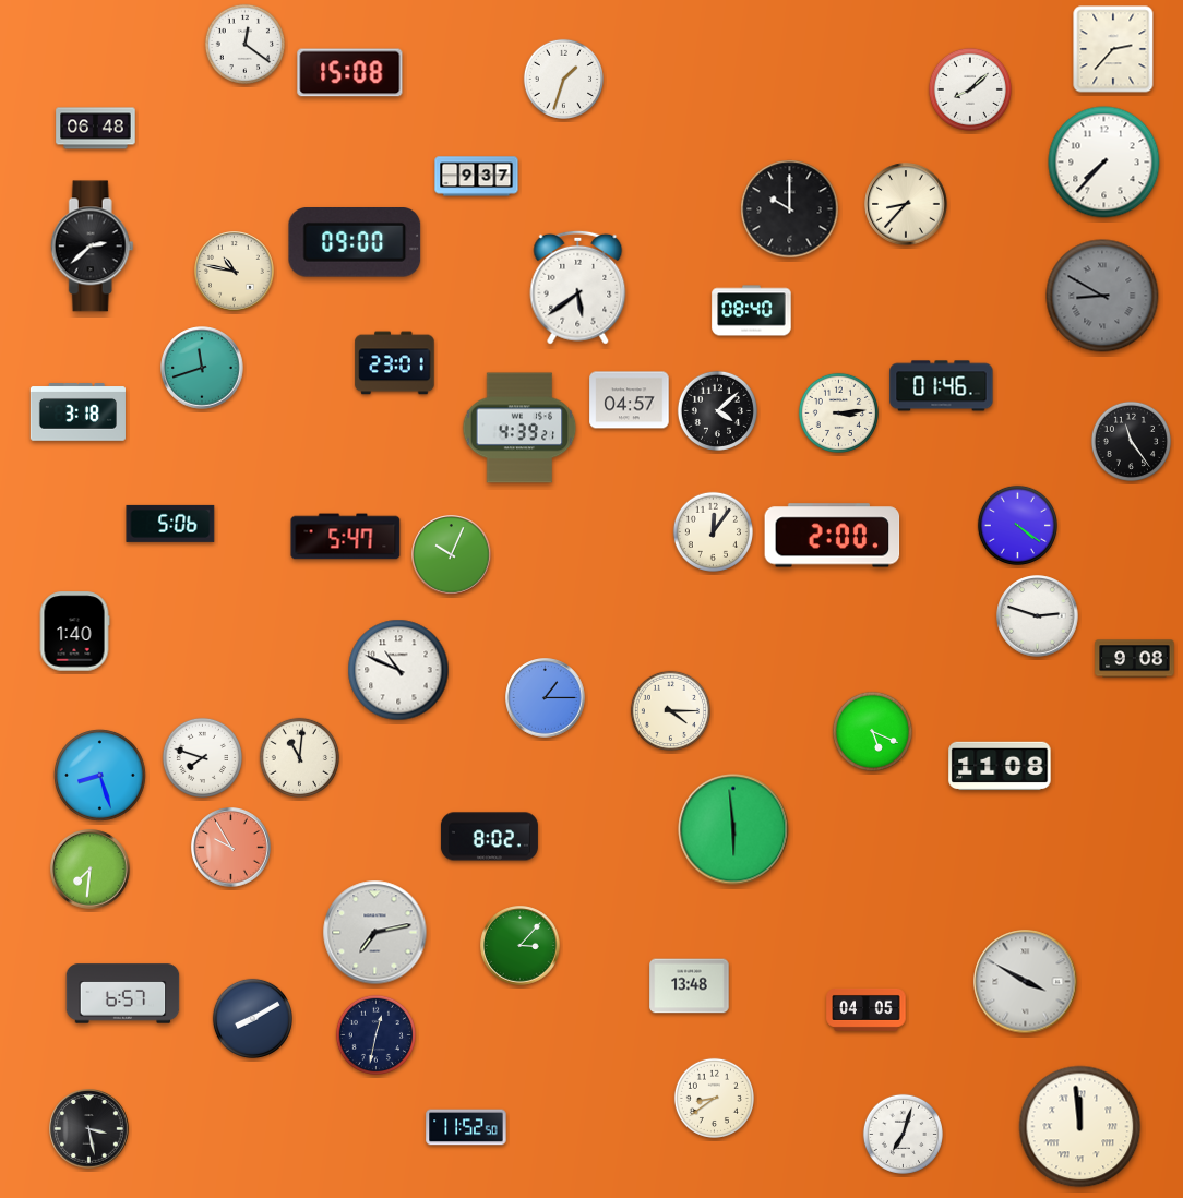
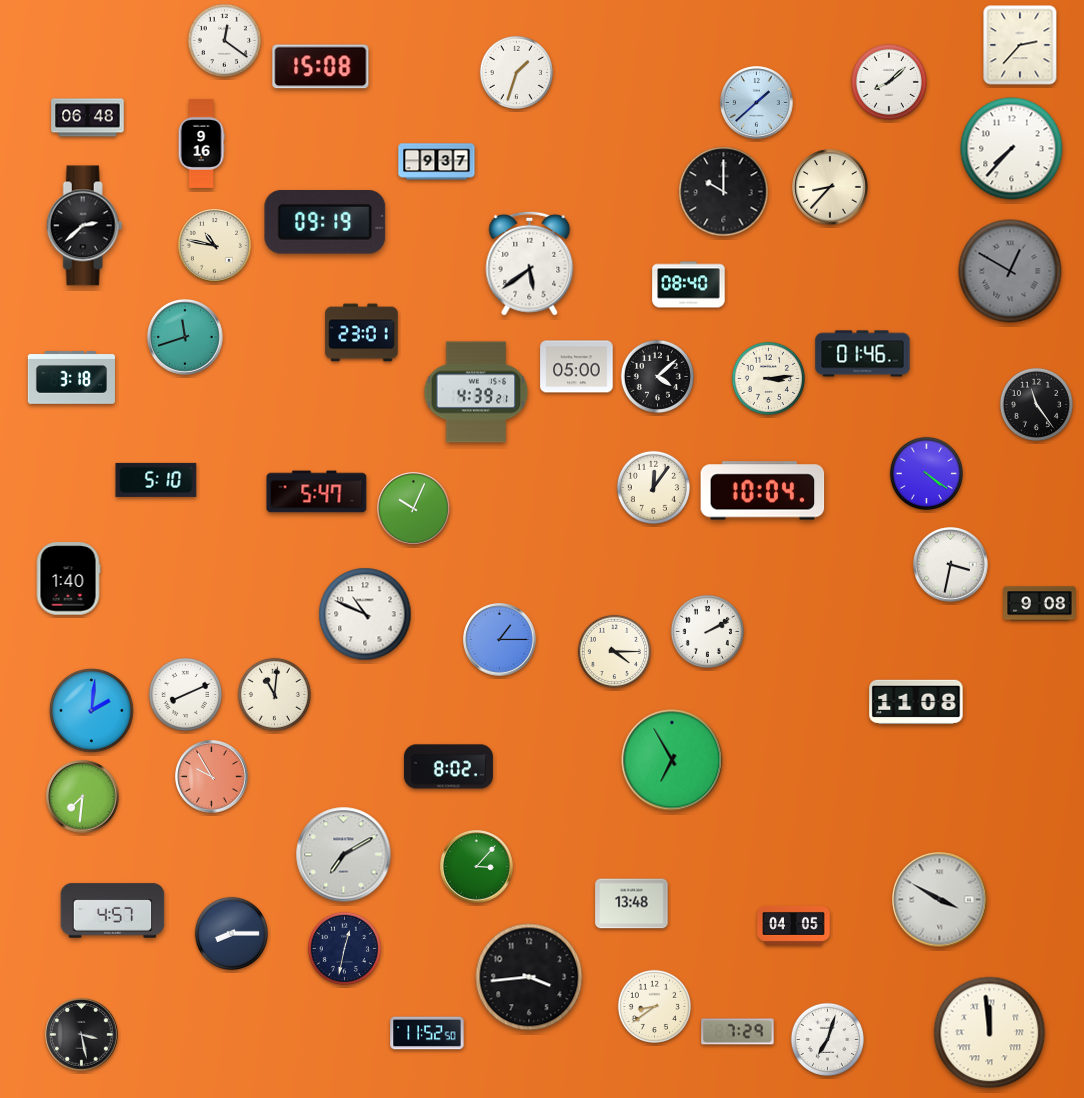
clock at (757, 103): none -> 1:38
clock at (201, 143): none -> 9:16
clock at (355, 243): 09:00 -> 09:19
clock at (235, 272) position: (235, 272) -> (215, 246)
clock at (1102, 296): 8:50 -> 12:50
clock at (630, 400): 04:57 -> 05:00
clock at (170, 524): 5:06 -> 5:10
clock at (1017, 525) position: (1017, 525) -> (926, 473)
clock at (833, 536): 2:00 -> 10:04
clock at (1038, 616): 2:48 -> 3:32
clock at (707, 631): none -> 2:10
clock at (872, 731): 5:19 -> none
clock at (202, 757): 7:48 -> 8:11
clock at (100, 776): 8:27 -> 2:01
clock at (733, 829): 5:59 -> 6:55
clock at (375, 933): 7:13 -> 7:10
clock at (123, 994): 6:57 -> 4:57
clock at (252, 1018): 8:10 -> 8:15
clock at (529, 977): none -> 3:44
clock at (738, 1032): none -> 7:29
